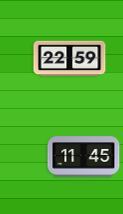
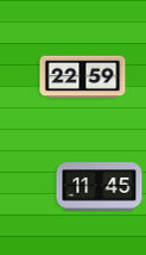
clock at (70, 59) position: (70, 59) -> (83, 77)
